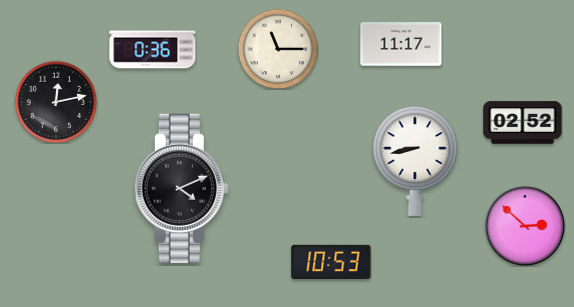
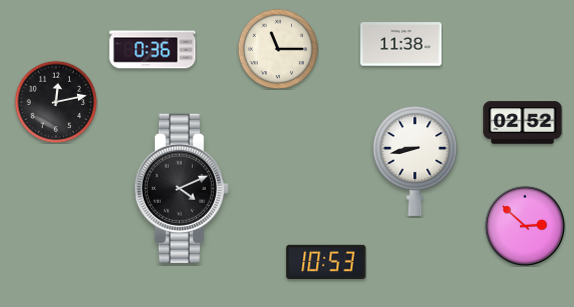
clock at (401, 44): 11:17 -> 11:38
clock at (331, 261) position: (331, 261) -> (326, 261)
